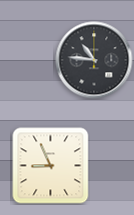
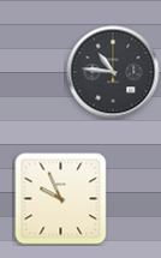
clock at (51, 166): 8:56 -> 9:56
